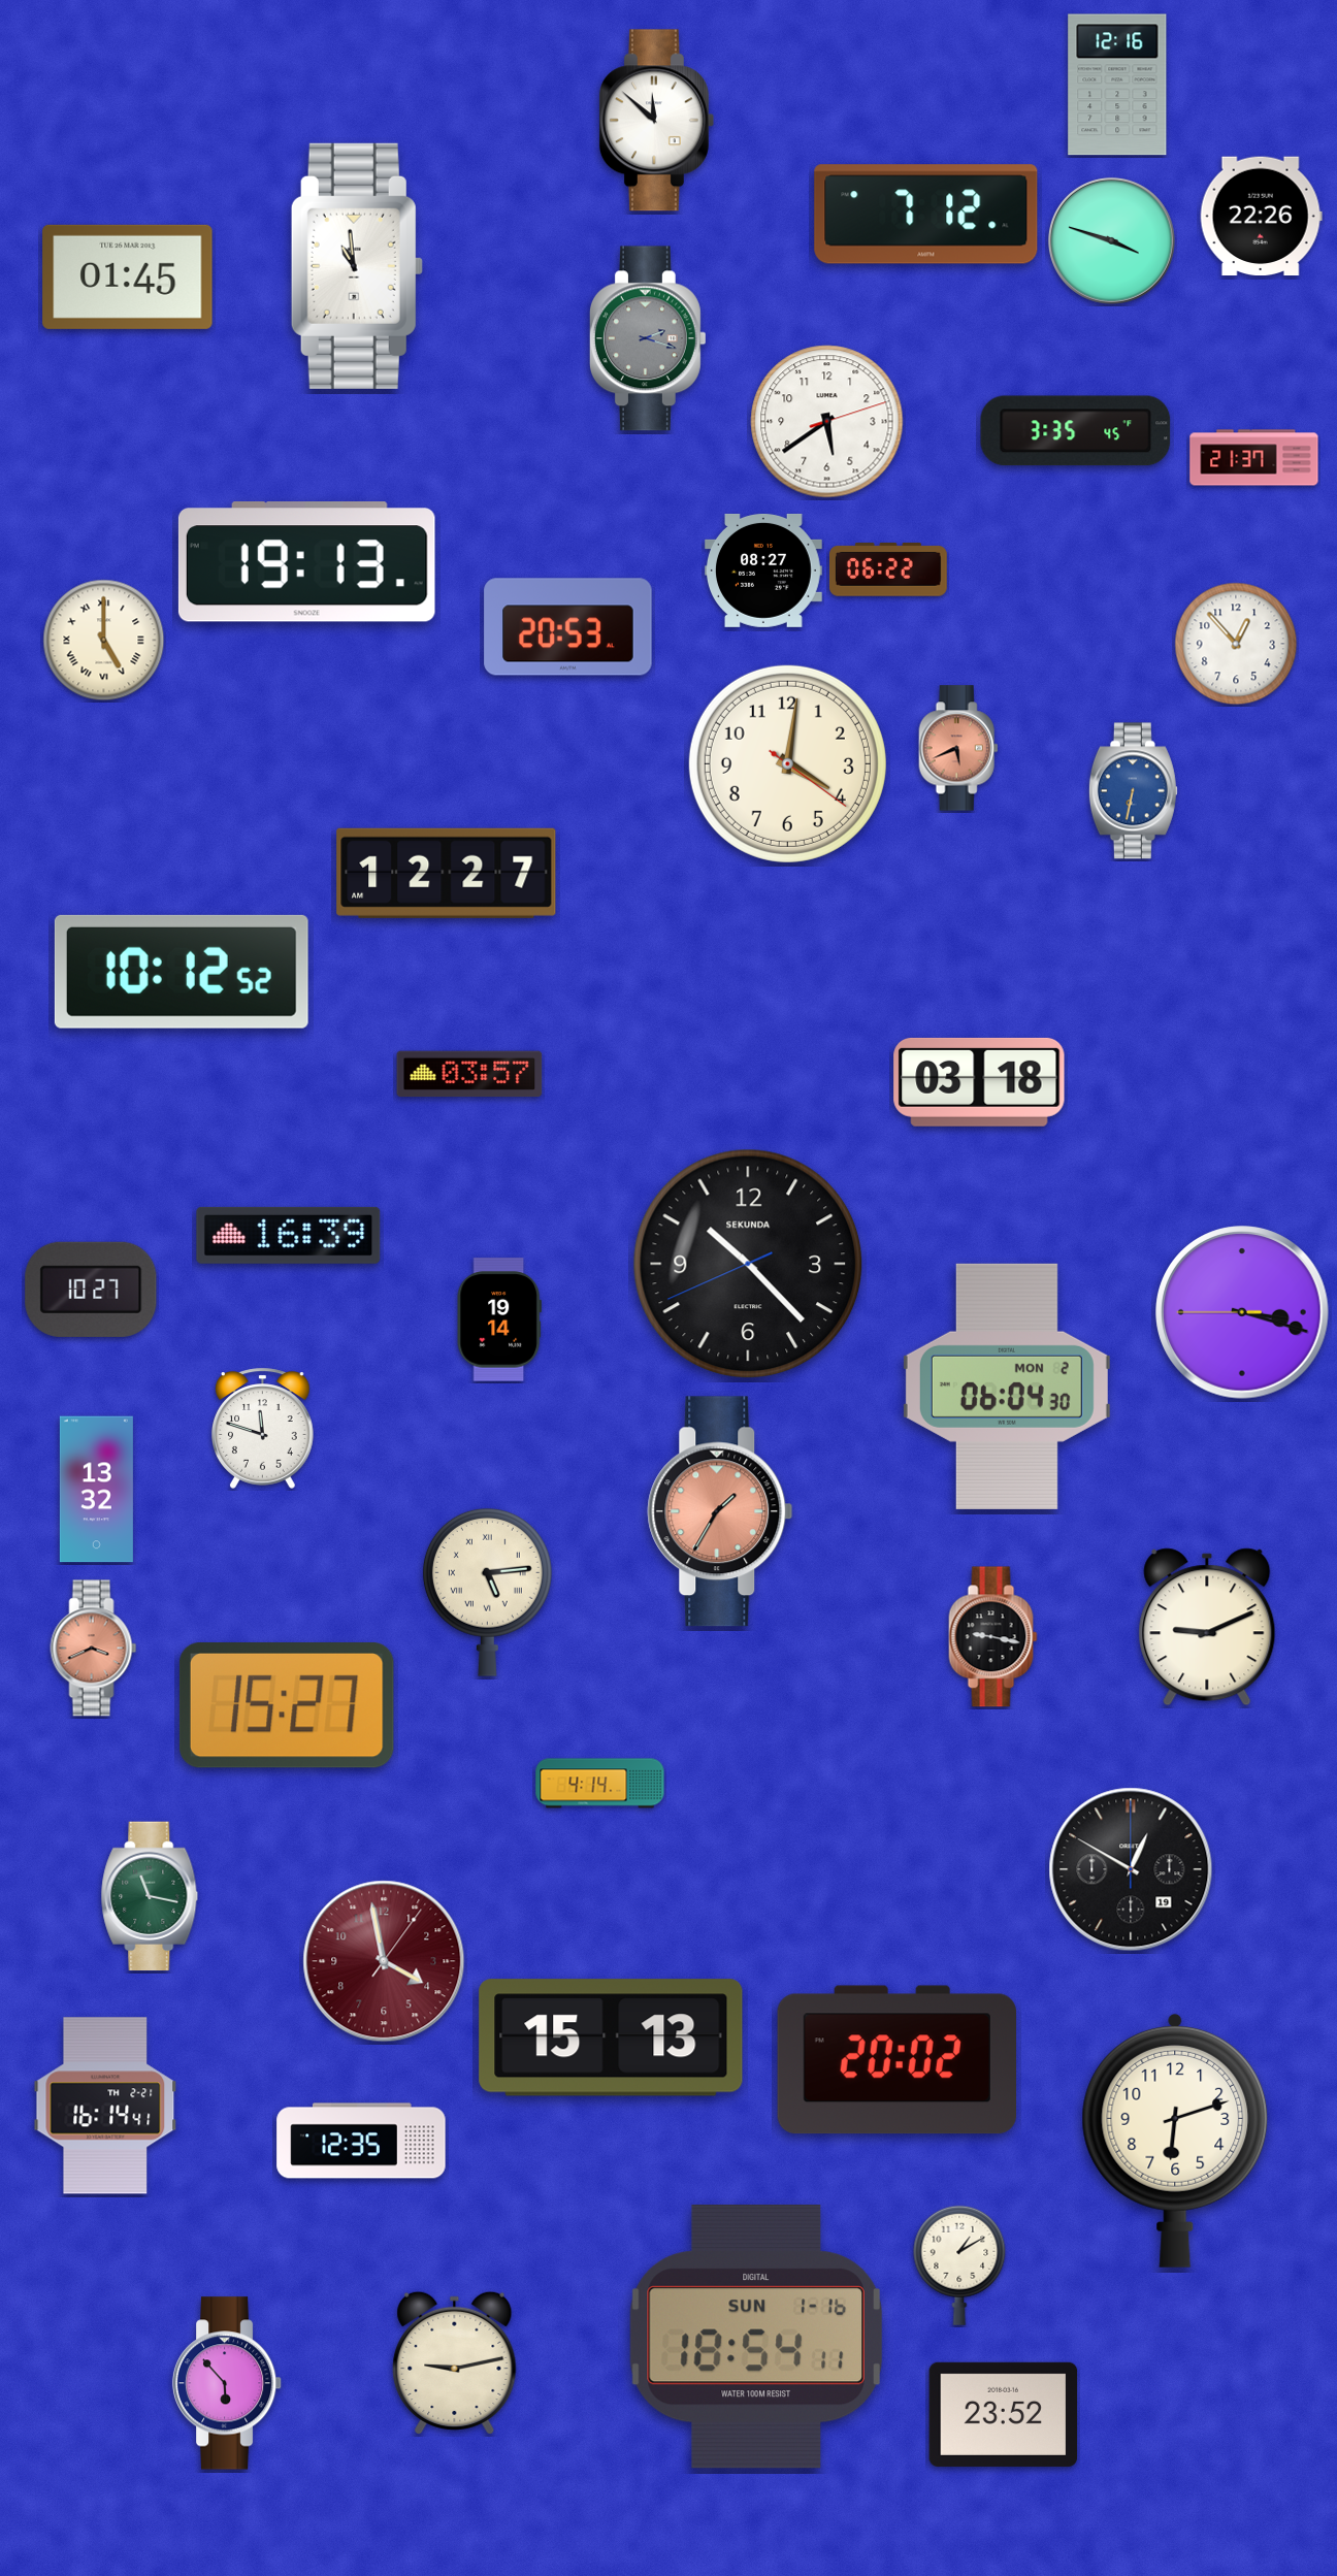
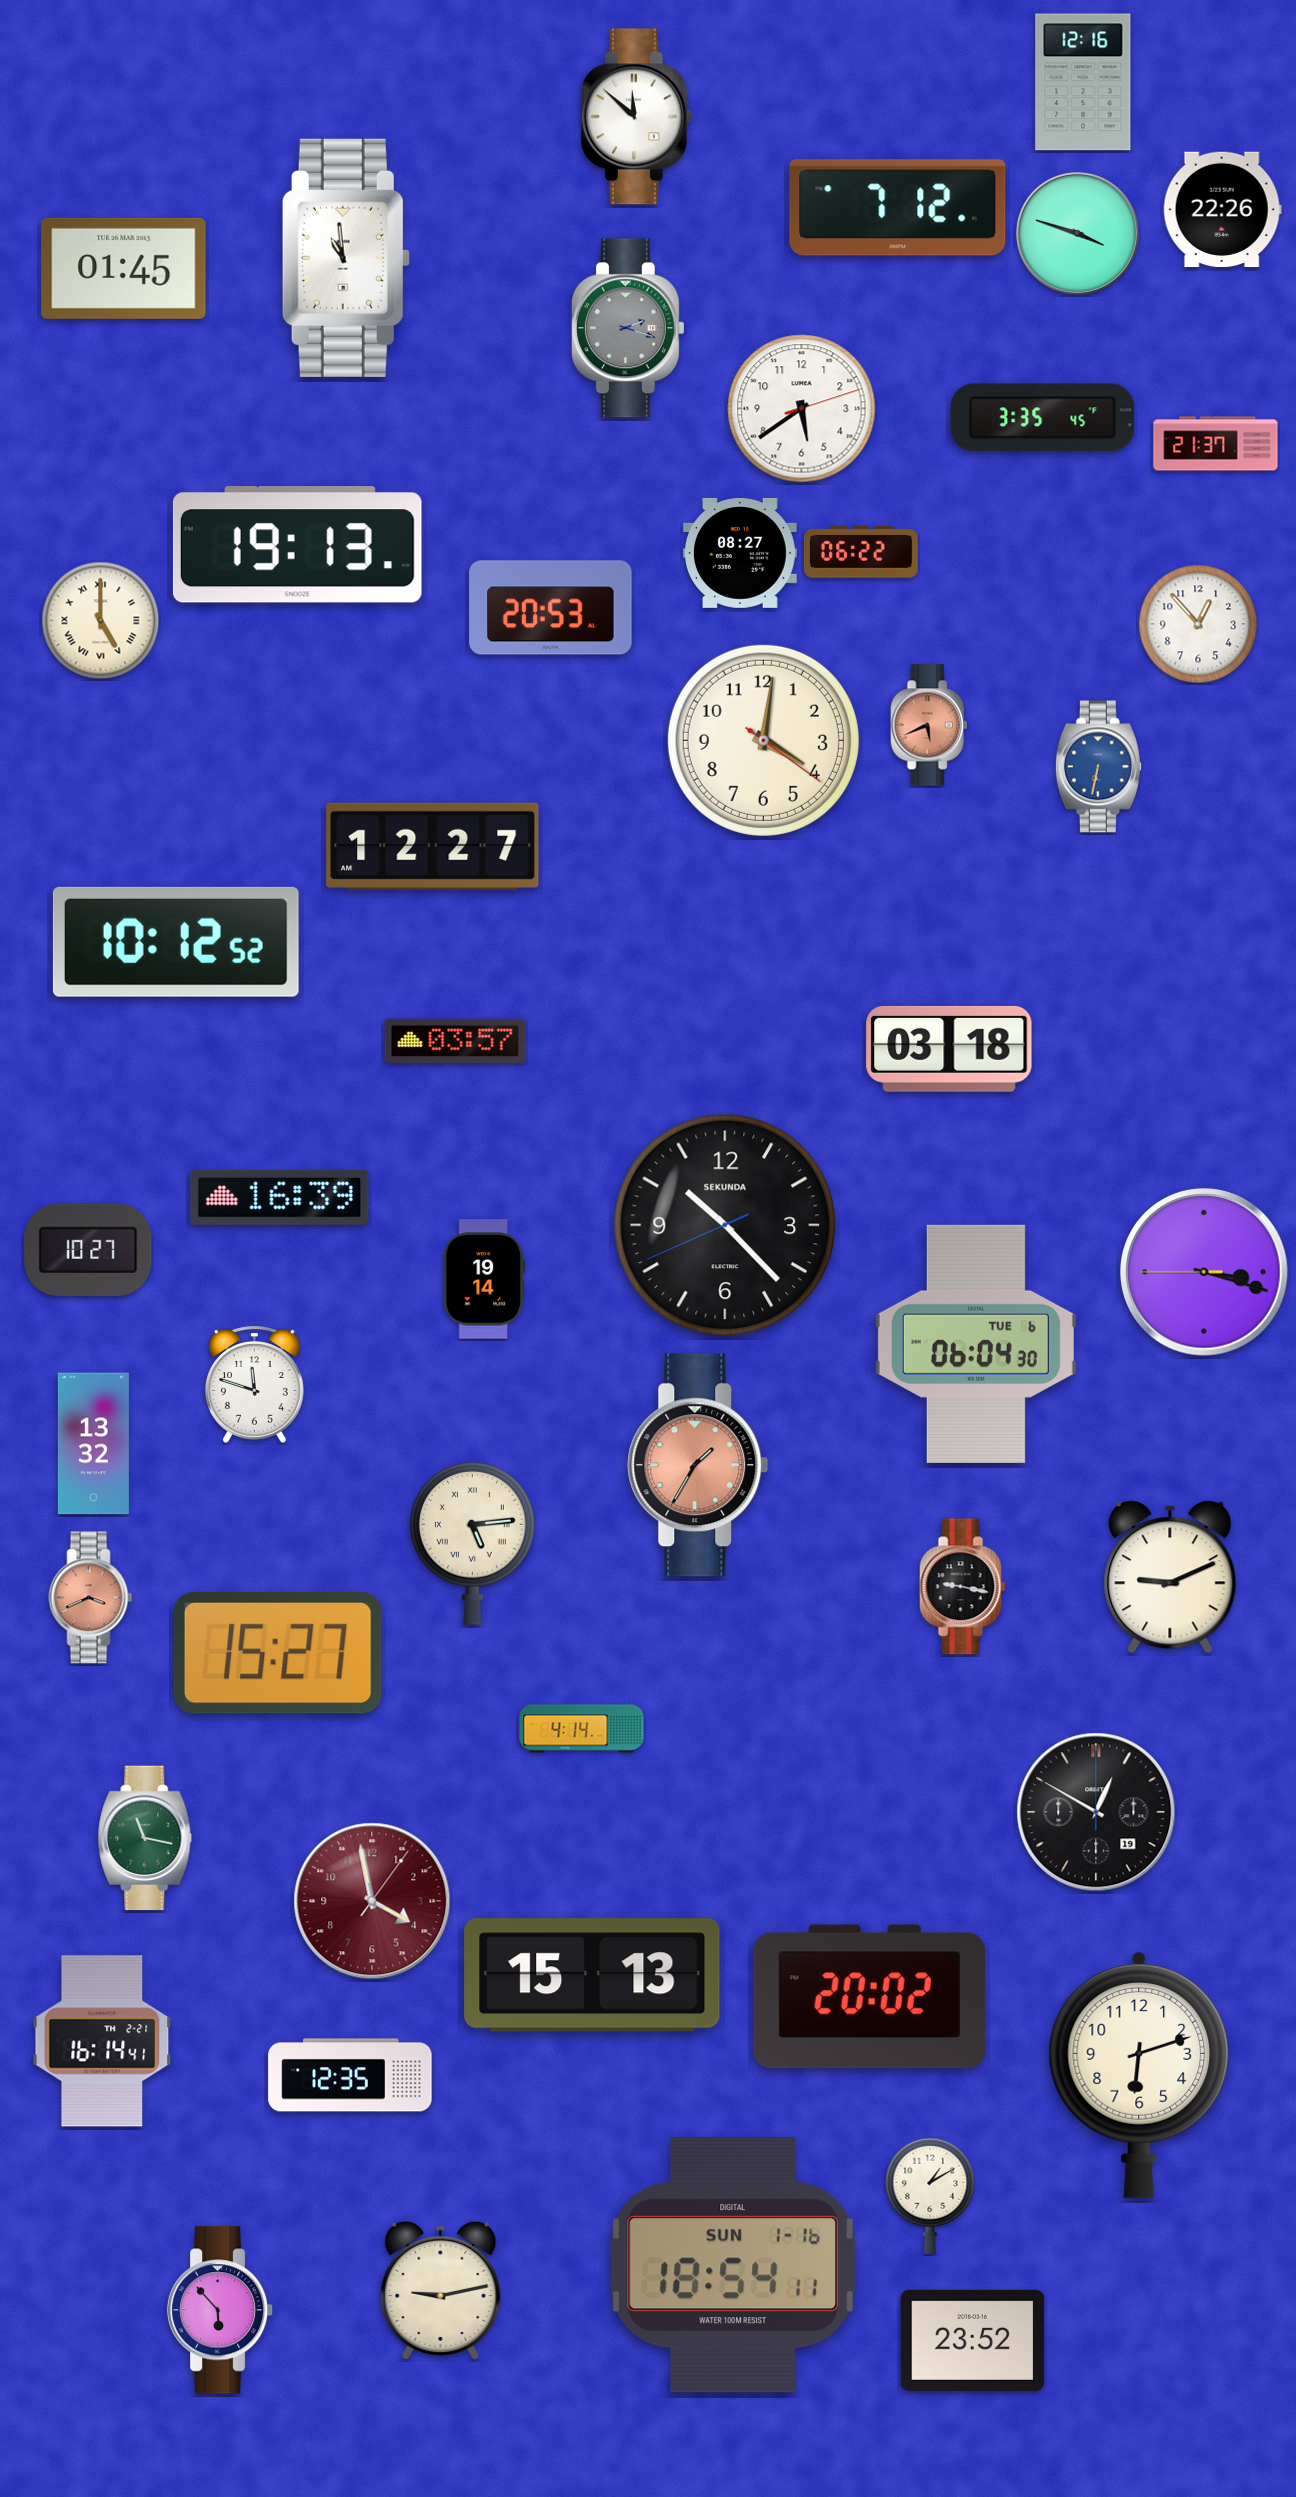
clock at (1007, 1387) date: MON 2 -> TUE 6
